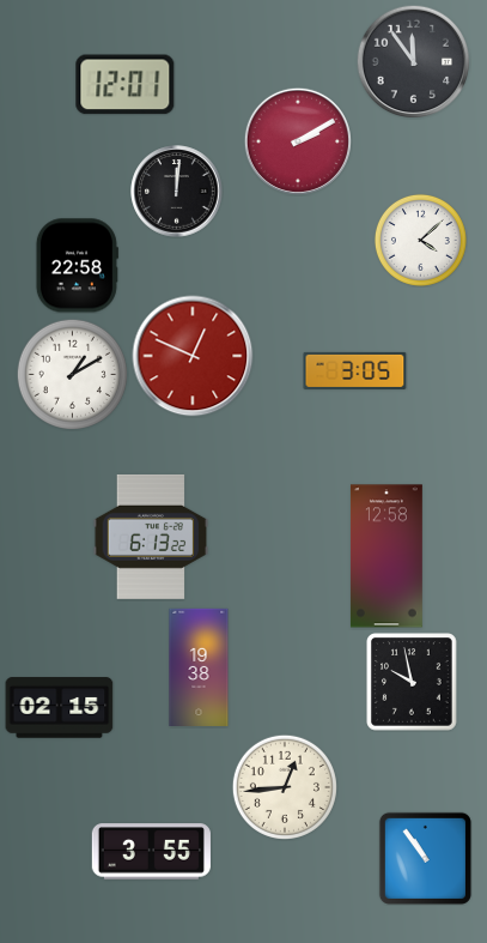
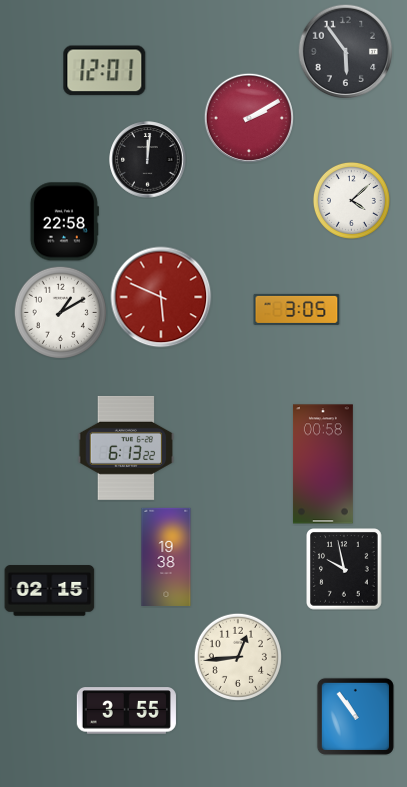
clock at (413, 61): 11:54 -> 5:54
clock at (193, 356): 12:49 -> 5:49
clock at (386, 556): 12:58 -> 00:58
